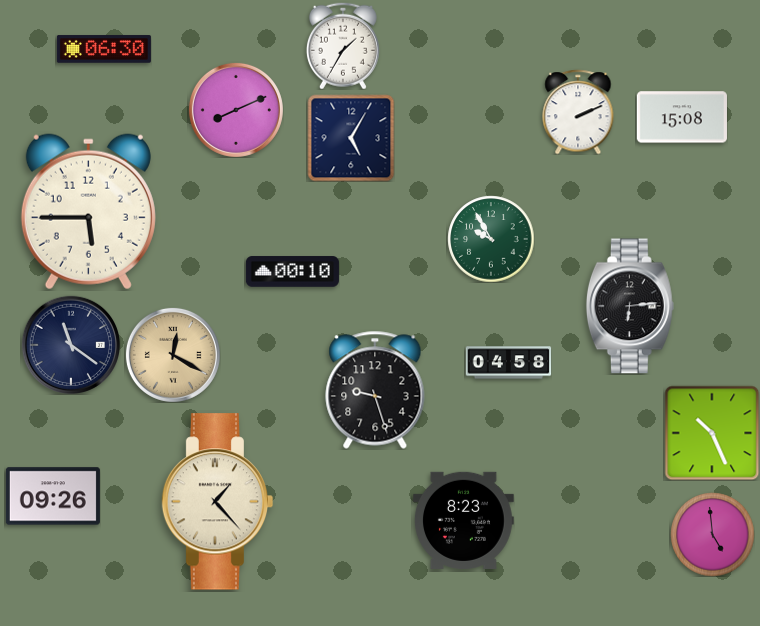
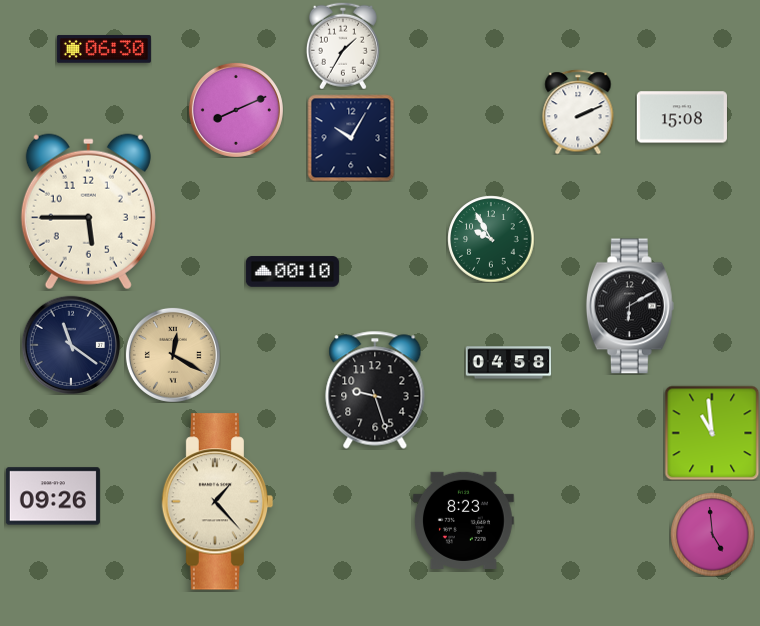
clock at (351, 138): 5:05 -> 10:05
clock at (630, 306): 6:14 -> 6:10
clock at (712, 433): 10:26 -> 10:59
